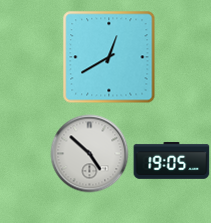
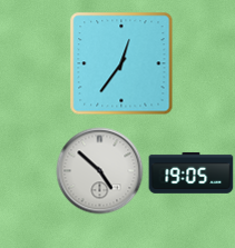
clock at (109, 57): 12:40 -> 12:36
clock at (172, 160) position: (172, 160) -> (192, 172)
